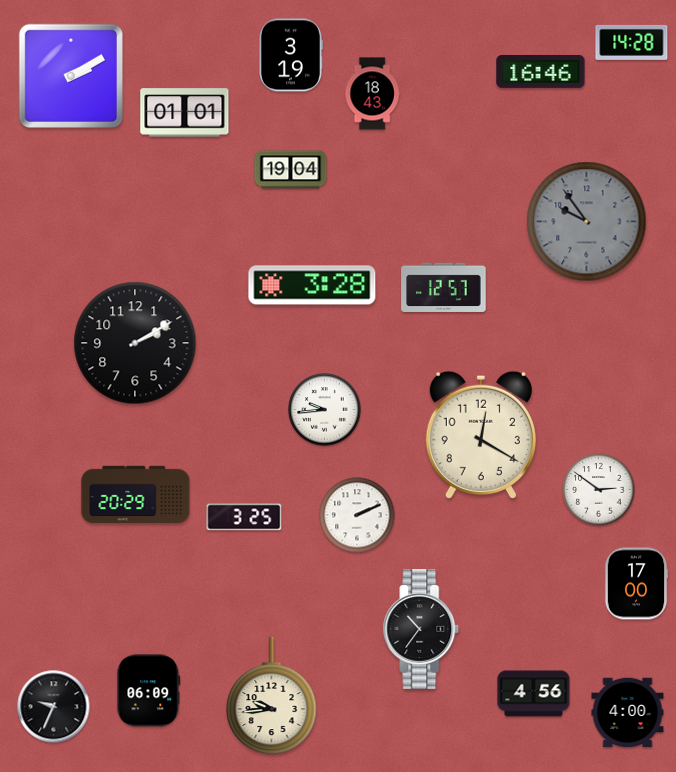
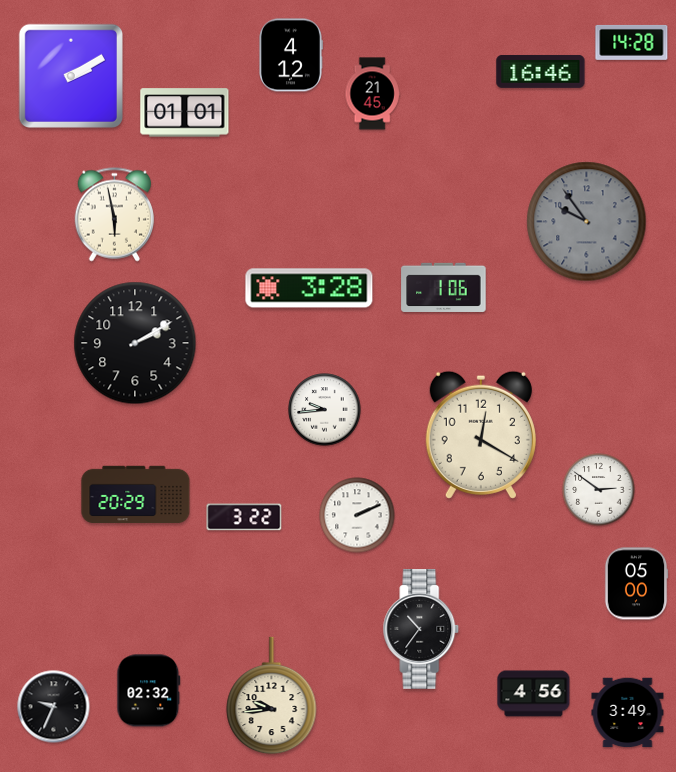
clock at (291, 55): 3:19 -> 4:12
clock at (372, 94): 18:43 -> 21:45
clock at (291, 170): 19:04 -> none
clock at (114, 215): none -> 5:58
clock at (312, 285) position: (312, 285) -> (309, 288)
clock at (444, 287): 12:57 -> 1:06
clock at (244, 517): 3:25 -> 3:22
clock at (636, 584): 17:00 -> 05:00
clock at (149, 691): 06:09 -> 02:32
clock at (628, 713): 4:00 -> 3:49
